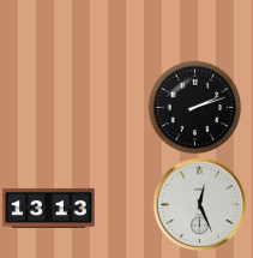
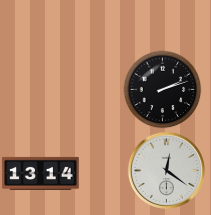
clock at (199, 204): 12:26 -> 12:21
clock at (49, 208): 13:13 -> 13:14
